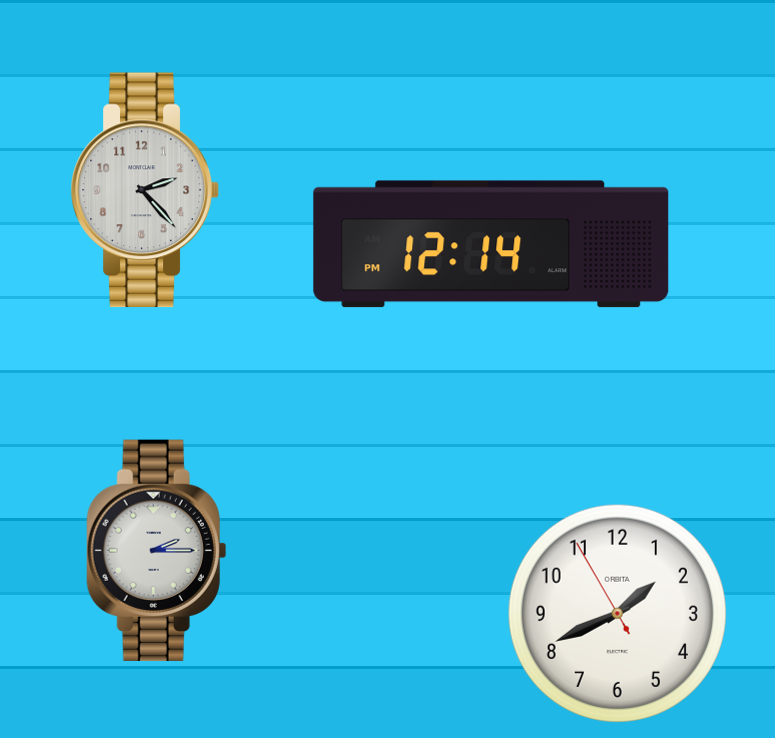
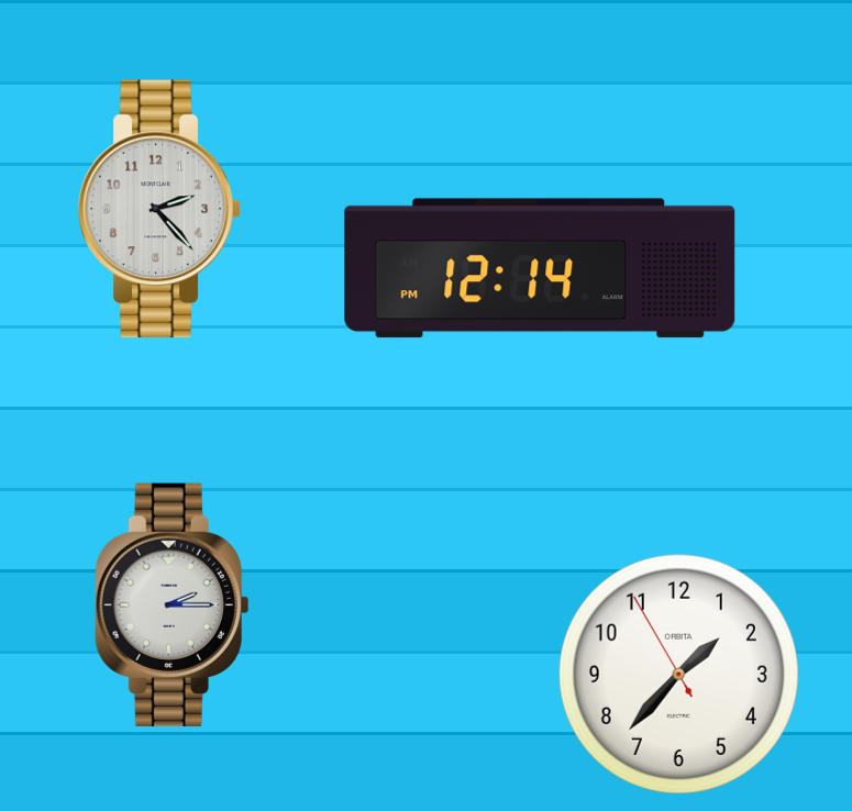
clock at (617, 613): 1:40 -> 1:36
